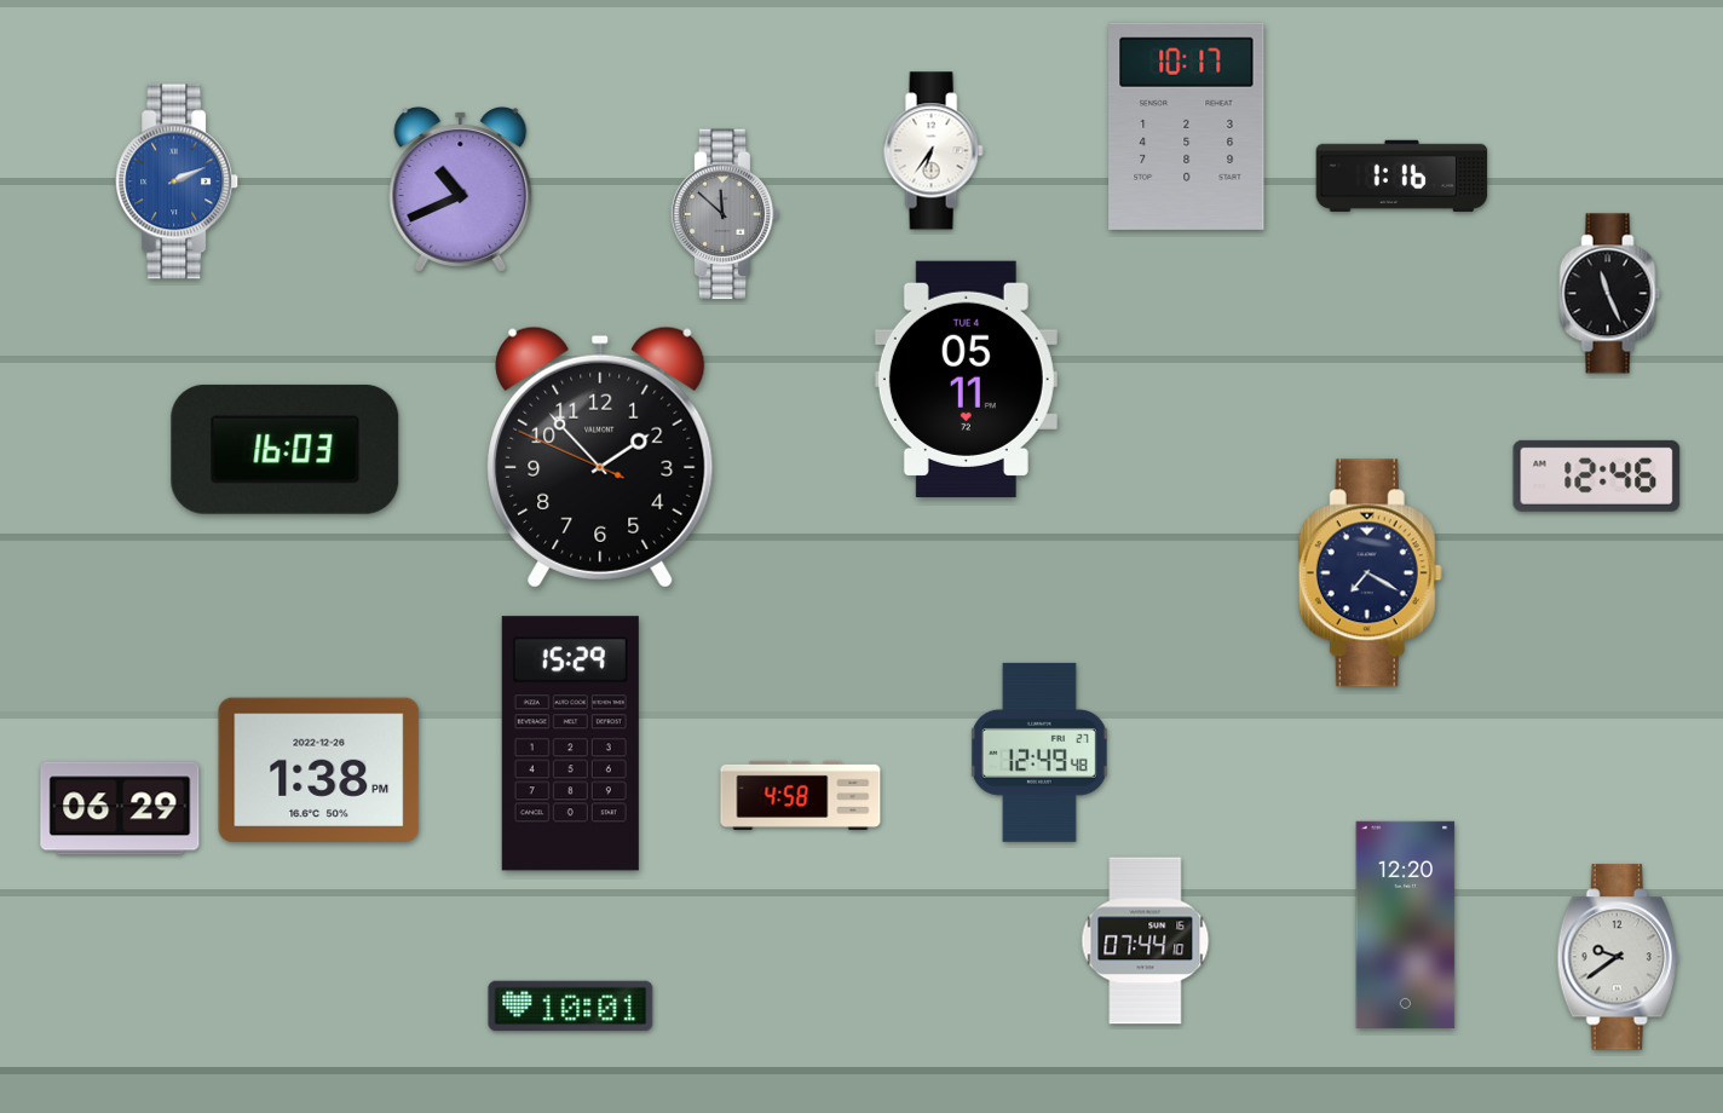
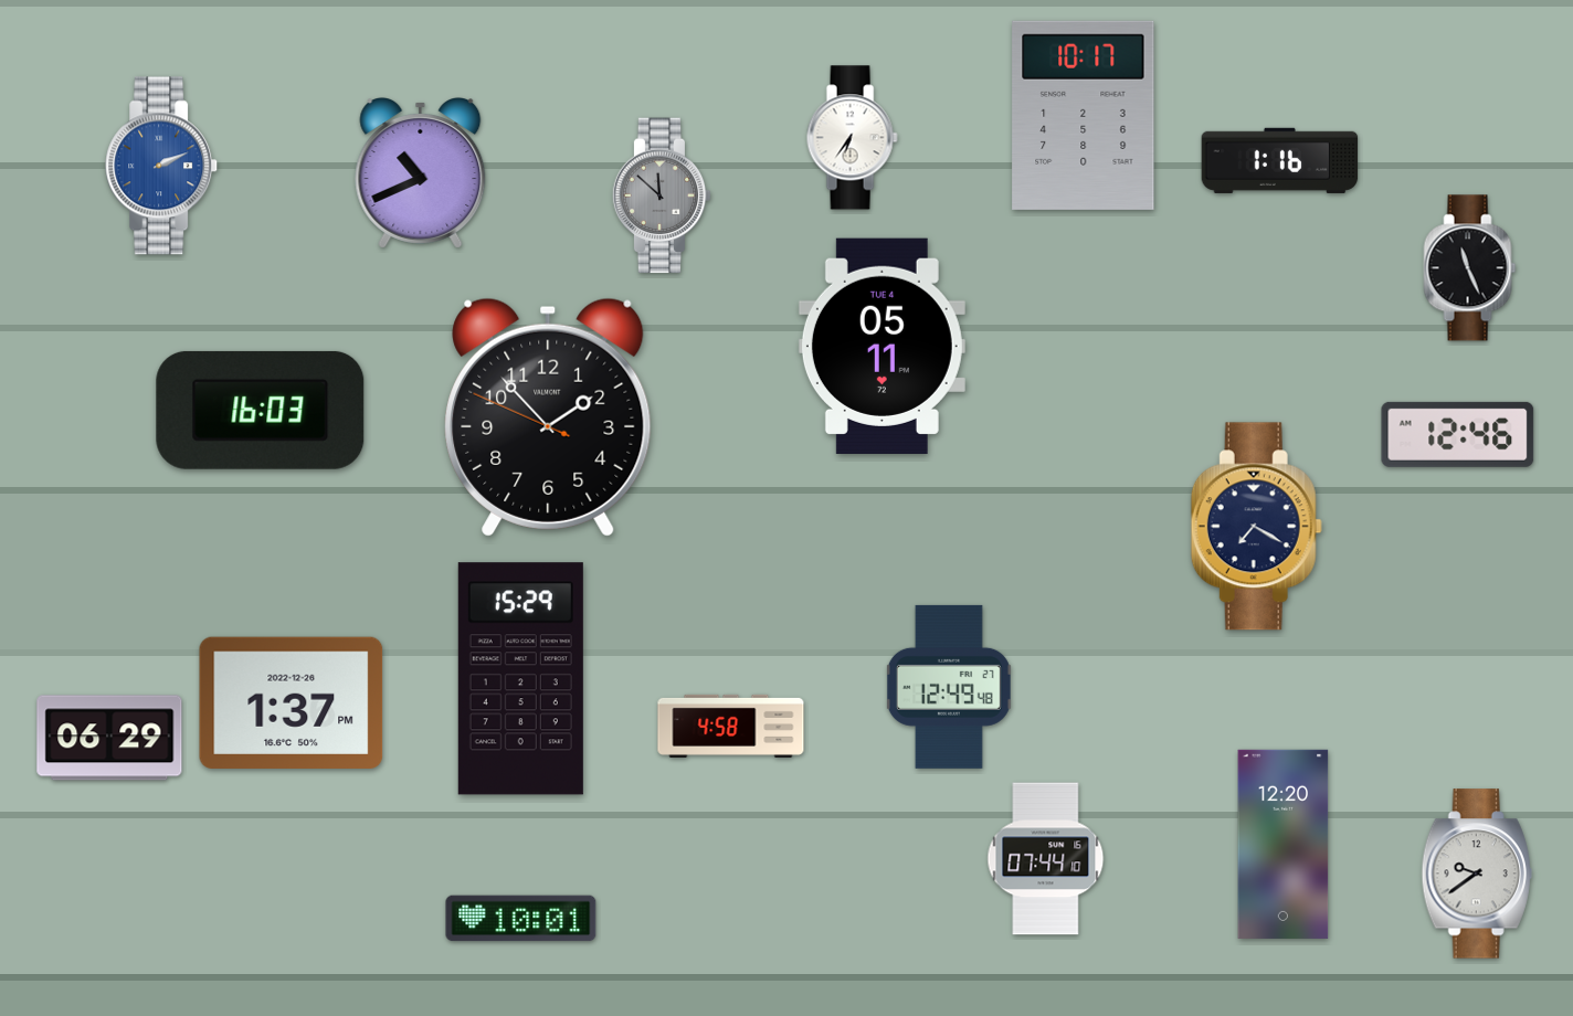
clock at (1370, 573) position: (1370, 573) -> (1256, 527)
clock at (319, 769): 1:38 -> 1:37
